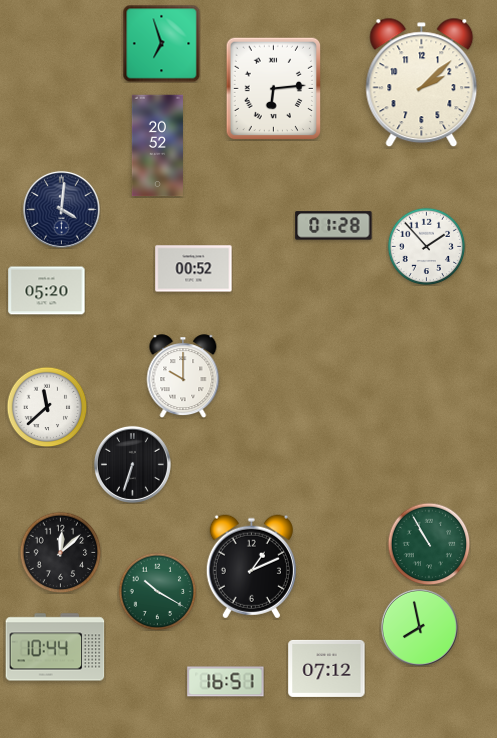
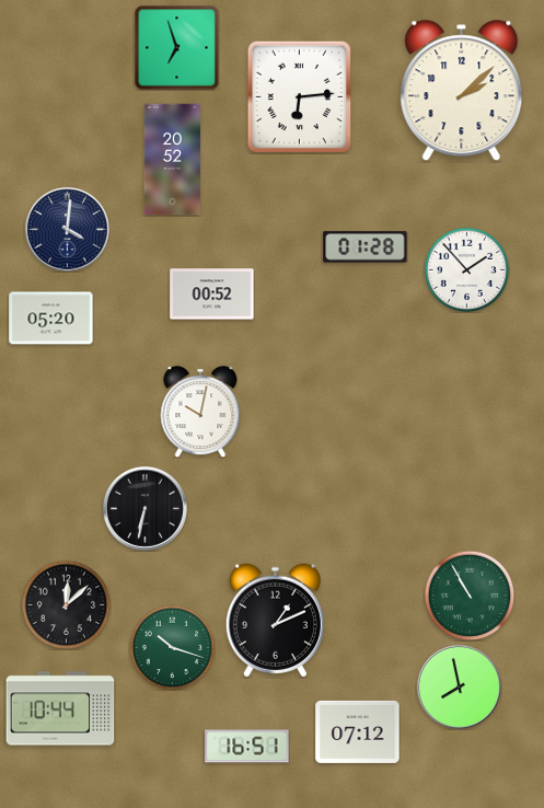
clock at (183, 376): 10:00 -> 10:02
clock at (47, 407): 11:38 -> none
clock at (132, 464): 6:33 -> 6:32
clock at (157, 591): 10:20 -> 10:18
